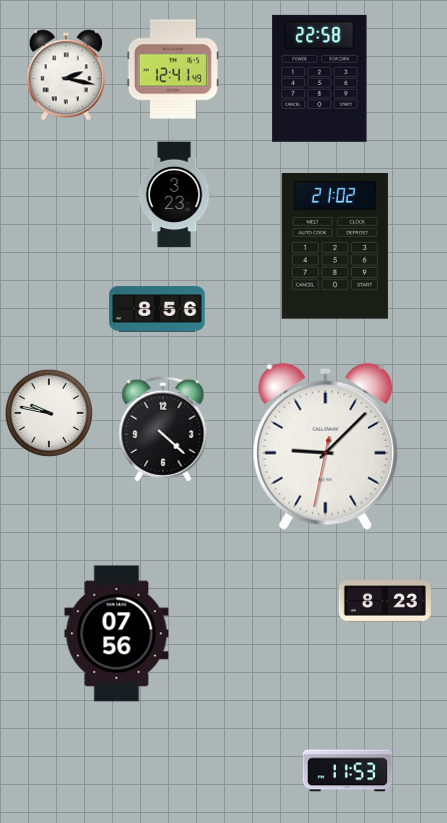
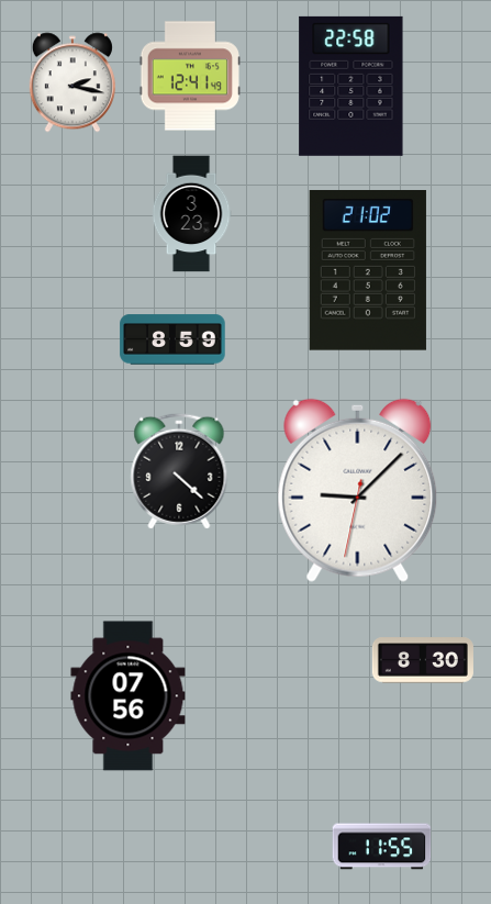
clock at (157, 309): 8:56 -> 8:59
clock at (49, 413): 9:47 -> none
clock at (385, 601): 8:23 -> 8:30
clock at (348, 771): 11:53 -> 11:55
